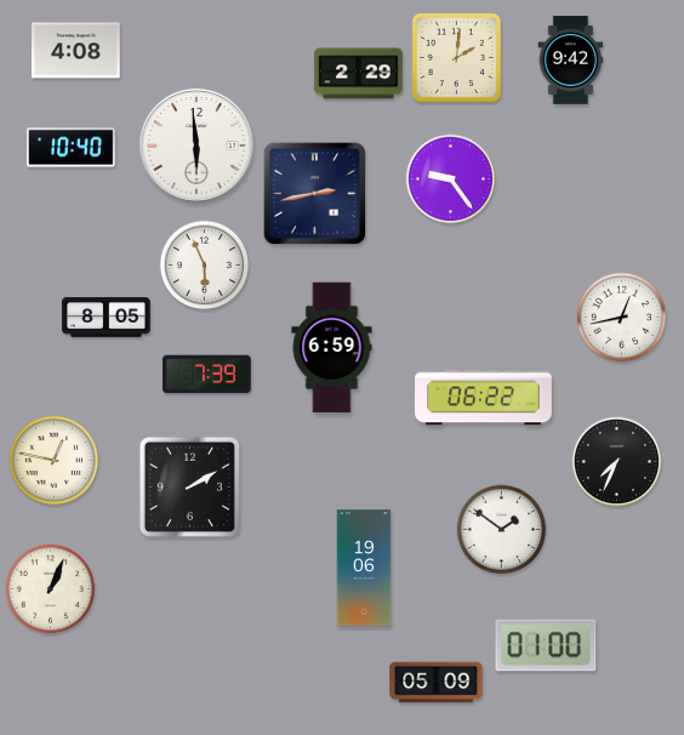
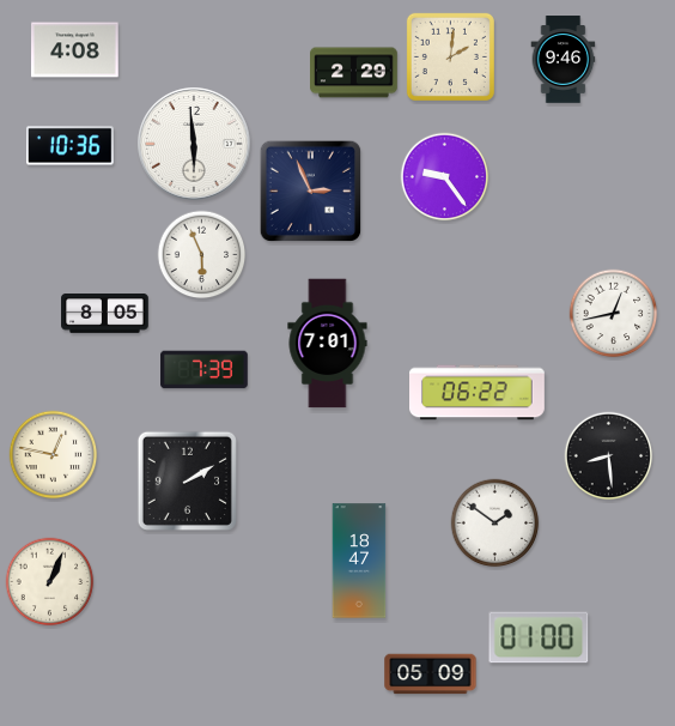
clock at (571, 61): 9:42 -> 9:46
clock at (72, 148): 10:40 -> 10:36
clock at (315, 194): 2:43 -> 2:56
clock at (205, 266) position: (205, 266) -> (202, 255)
clock at (332, 348): 6:59 -> 7:01
clock at (617, 462): 7:34 -> 8:29
clock at (364, 568): 19:06 -> 18:47
